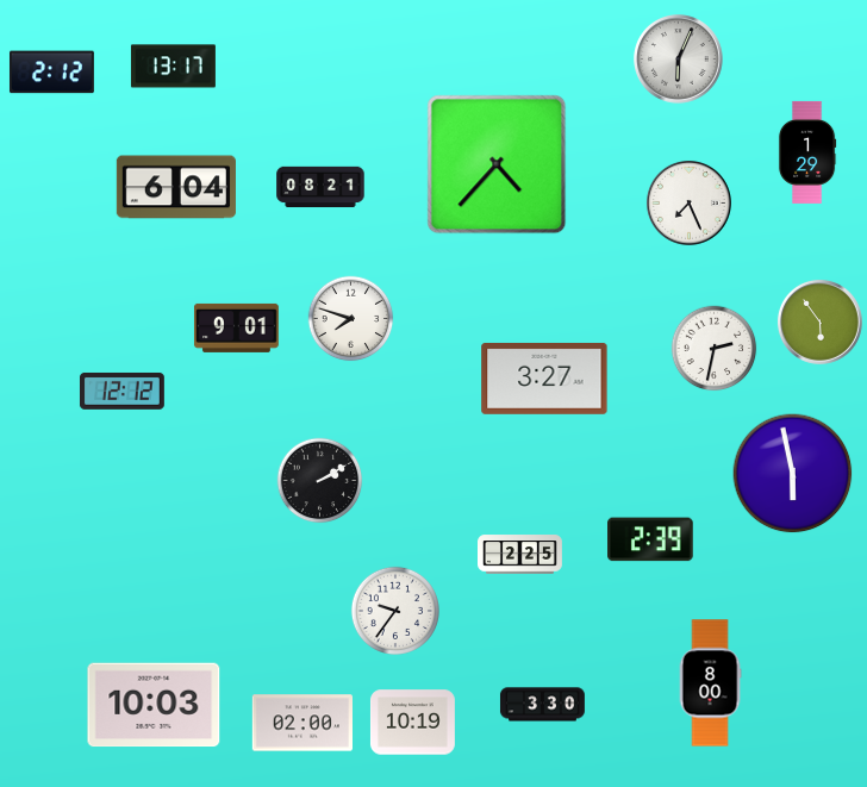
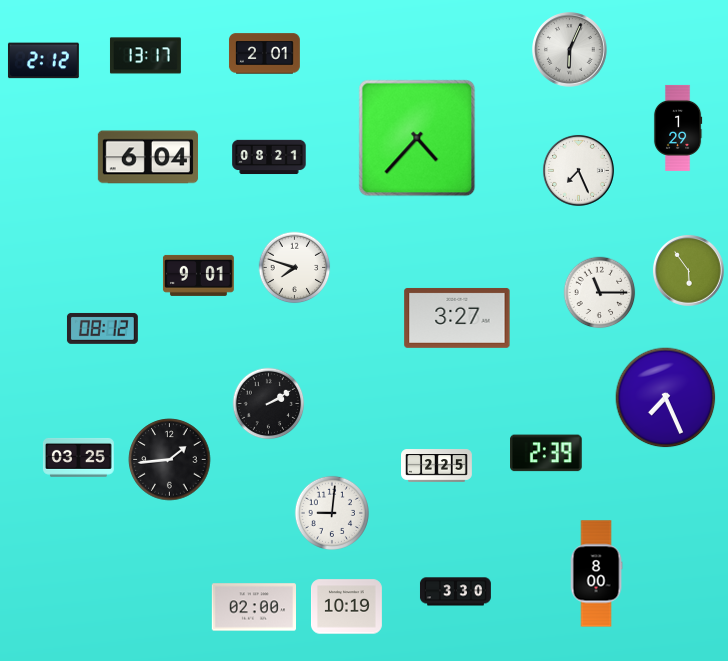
clock at (264, 54): none -> 2:01
clock at (715, 349): 2:32 -> 11:15
clock at (121, 391): 12:12 -> 08:12
clock at (793, 474): 5:58 -> 7:26
clock at (78, 457): none -> 03:25
clock at (170, 460): none -> 1:44
clock at (395, 611): 9:36 -> 9:01
clock at (154, 705): 10:03 -> none
